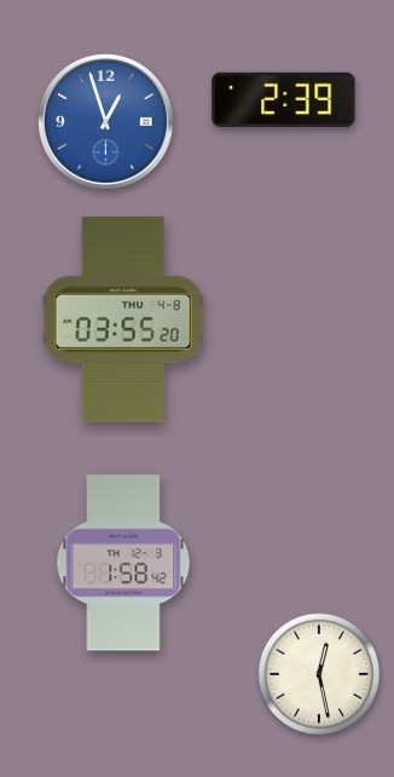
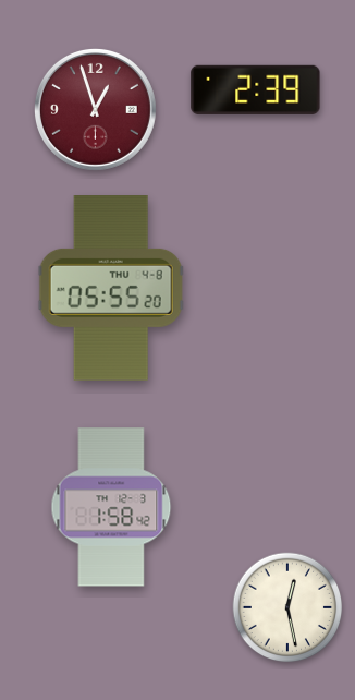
clock at (105, 121) dial: blue -> burgundy
clock at (123, 321): 03:55 -> 05:55
